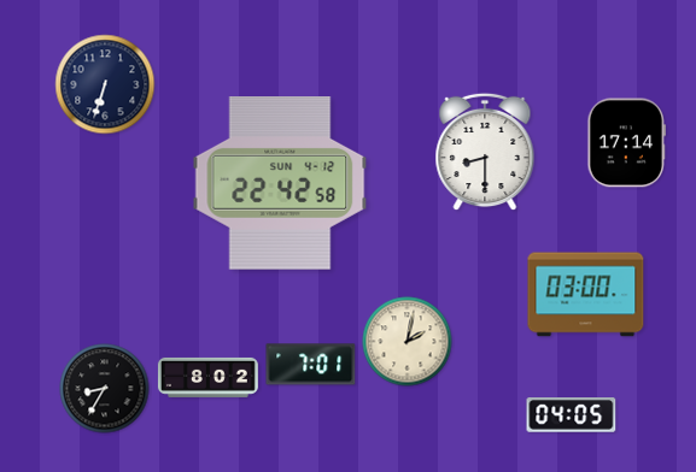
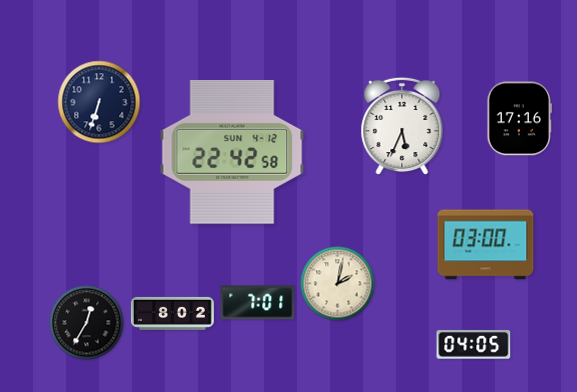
clock at (105, 84) position: (105, 84) -> (99, 102)
clock at (626, 143): 17:14 -> 17:16
clock at (485, 152): 8:30 -> 5:34
clock at (105, 389): 8:35 -> 12:35
